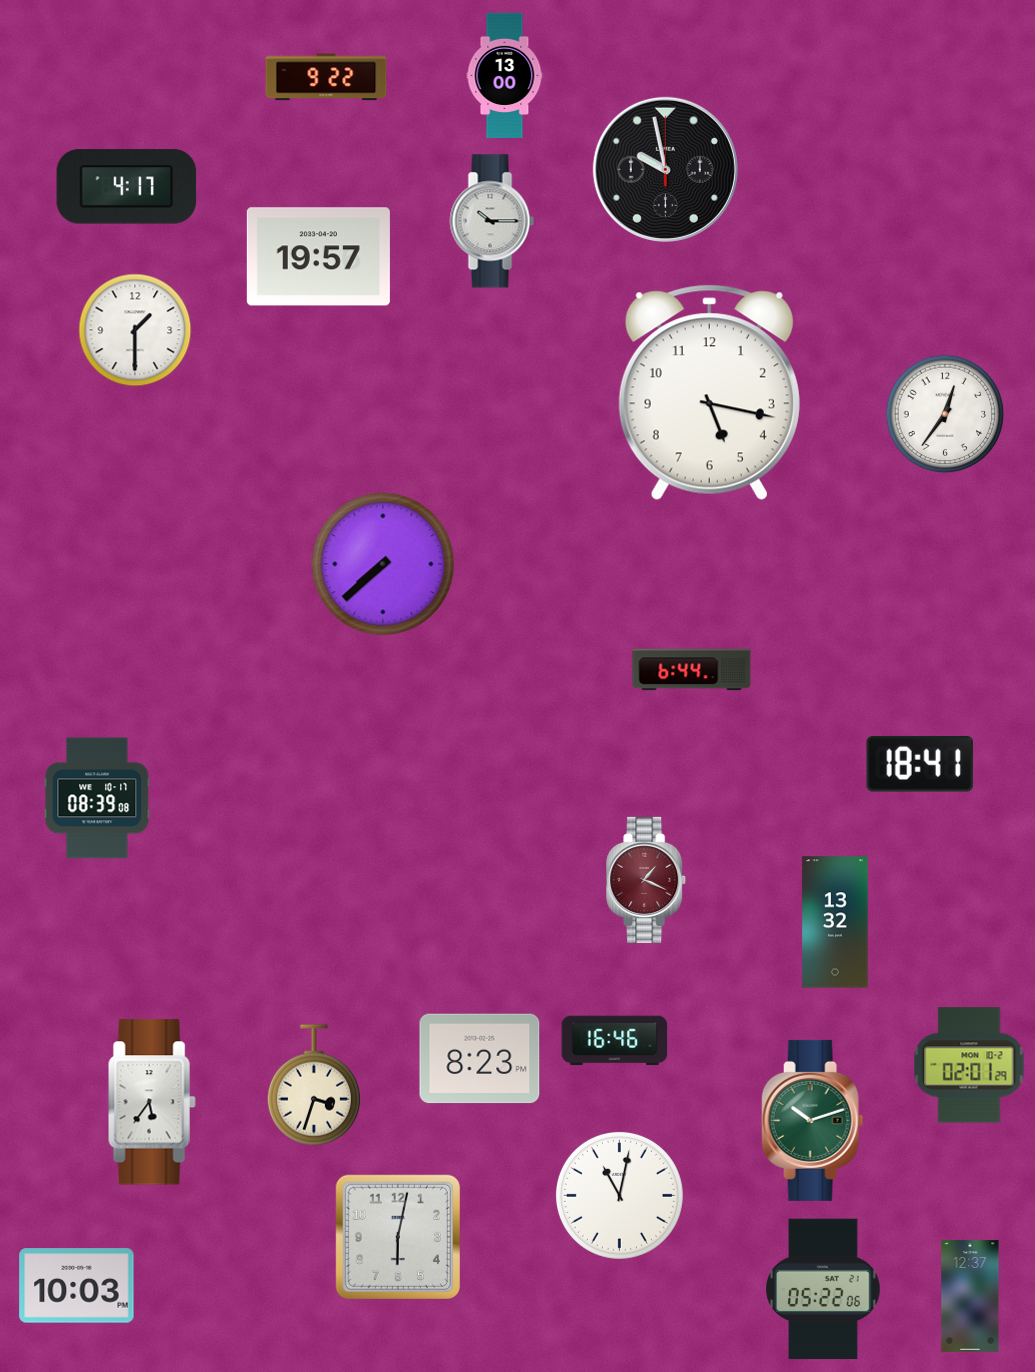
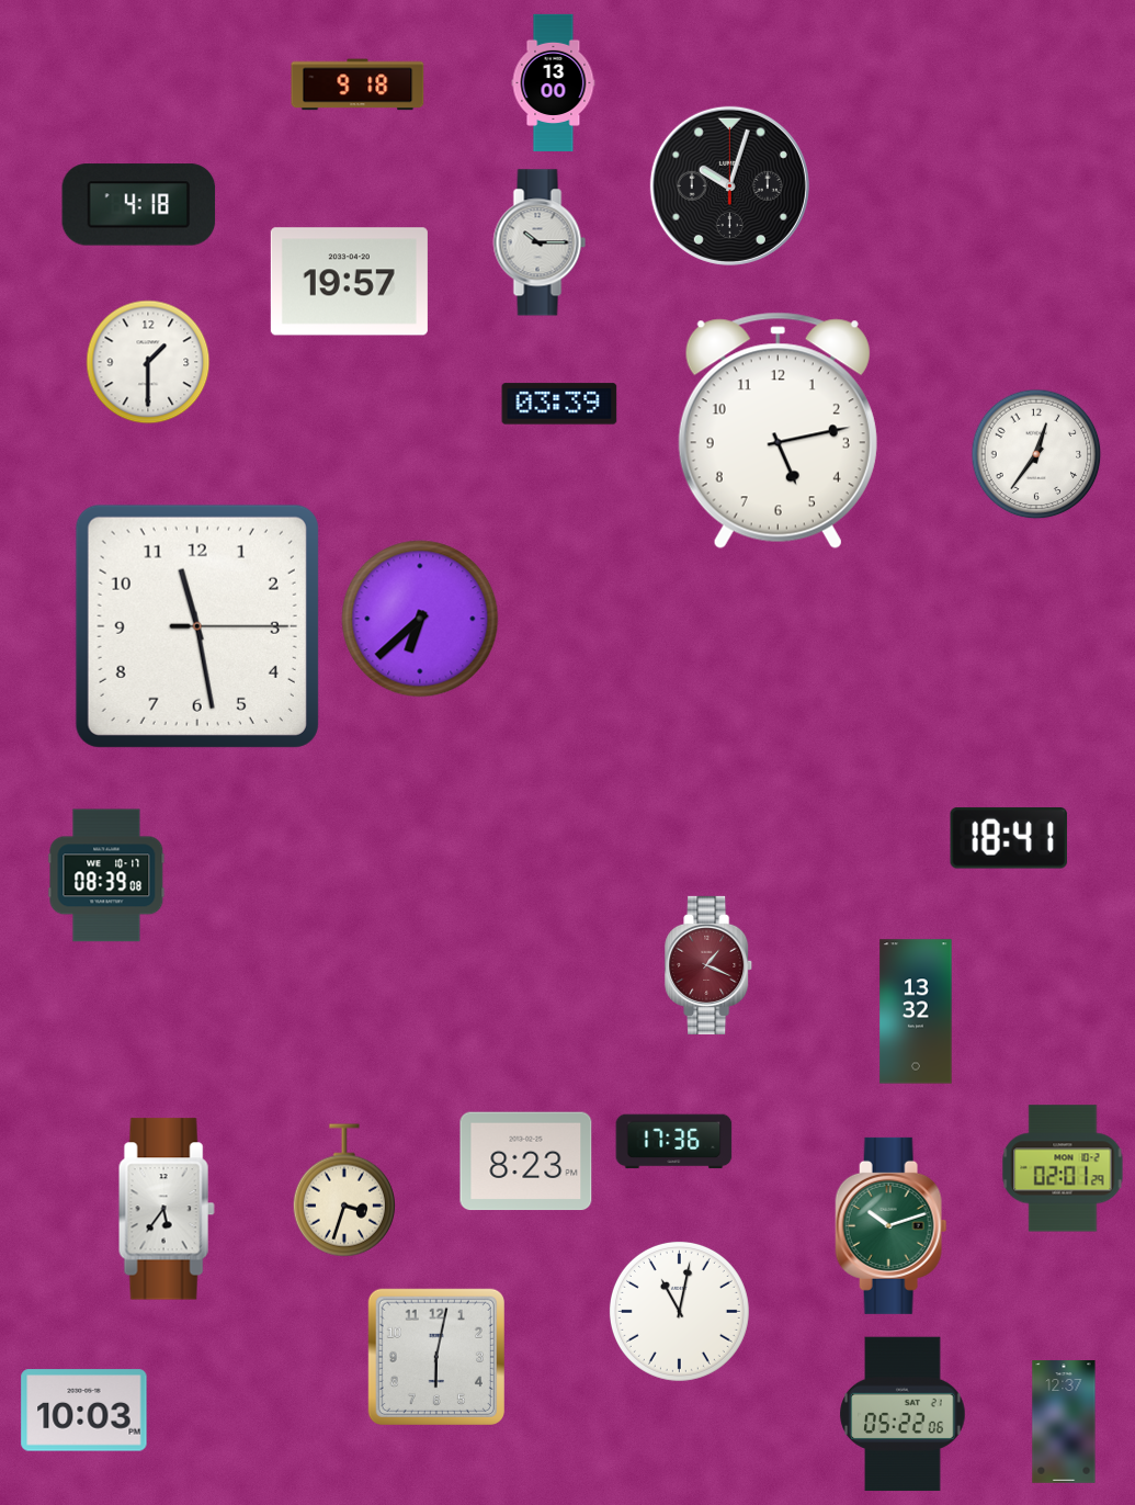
clock at (326, 77): 9:22 -> 9:18
clock at (665, 169): 9:58 -> 10:03
clock at (127, 187): 4:17 -> 4:18
clock at (559, 404): none -> 03:39
clock at (709, 393): 5:17 -> 5:13
clock at (383, 564): 7:38 -> 6:38
clock at (197, 626): none -> 11:28
clock at (692, 670): 6:44 -> none
clock at (615, 1041): 16:46 -> 17:36
clock at (813, 1120) position: (813, 1120) -> (892, 1225)
